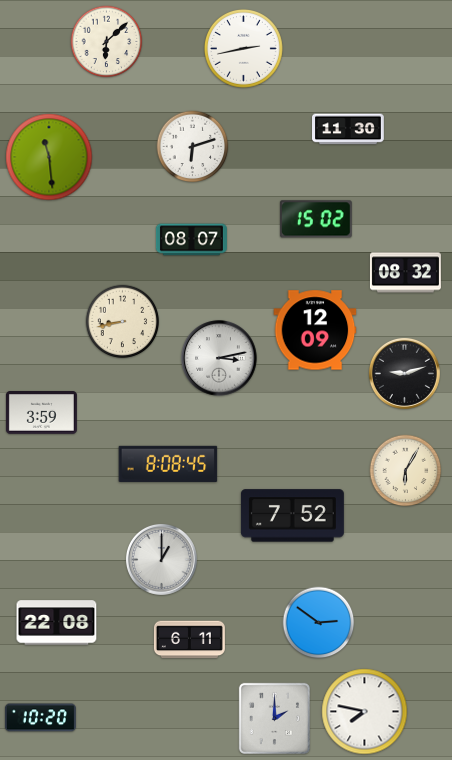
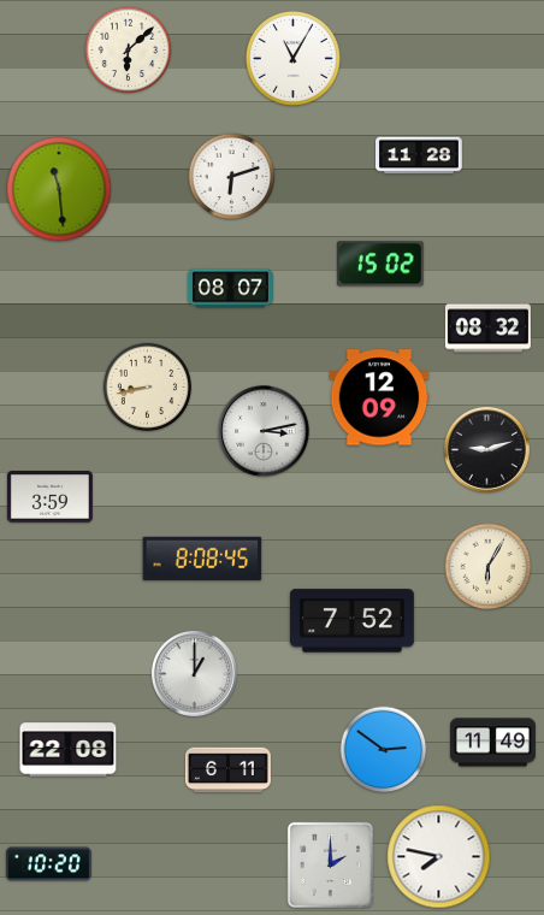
clock at (243, 48): 2:43 -> 11:05
clock at (349, 129): 11:30 -> 11:28
clock at (492, 743): none -> 11:49
